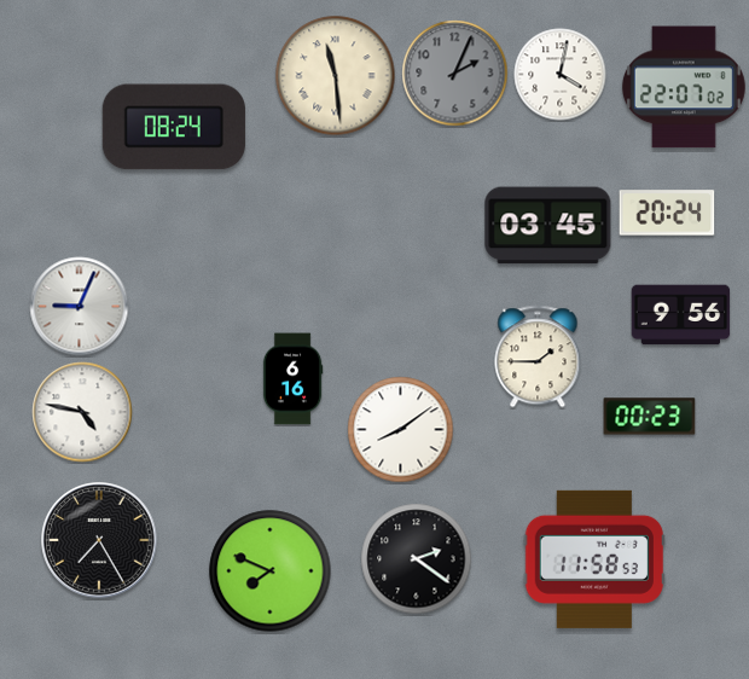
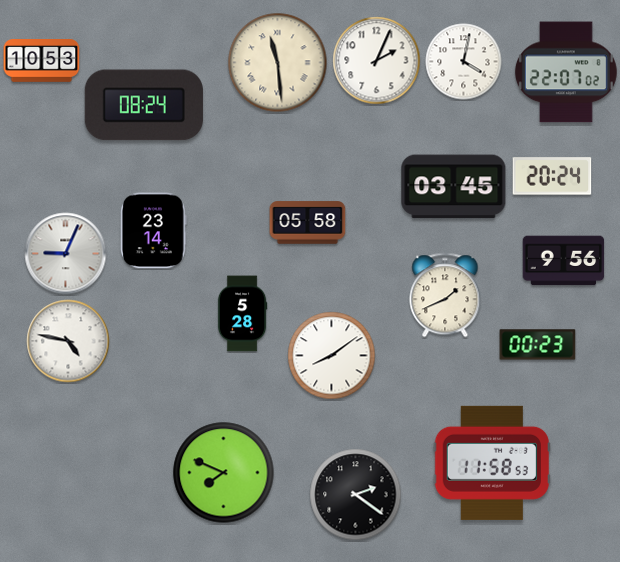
clock at (42, 61): none -> 10:53
clock at (455, 74) dial: grey -> white
clock at (308, 223): none -> 05:58
clock at (153, 231): none -> 23:14
clock at (538, 356): 1:45 -> 1:41
clock at (292, 379): 6:16 -> 5:28
clock at (99, 540): 7:25 -> none
clock at (417, 559) position: (417, 559) -> (356, 495)
